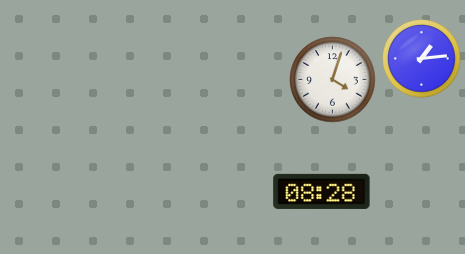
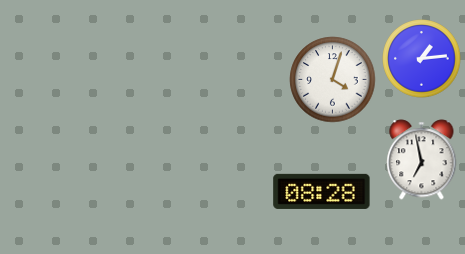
clock at (422, 160): none -> 6:58
